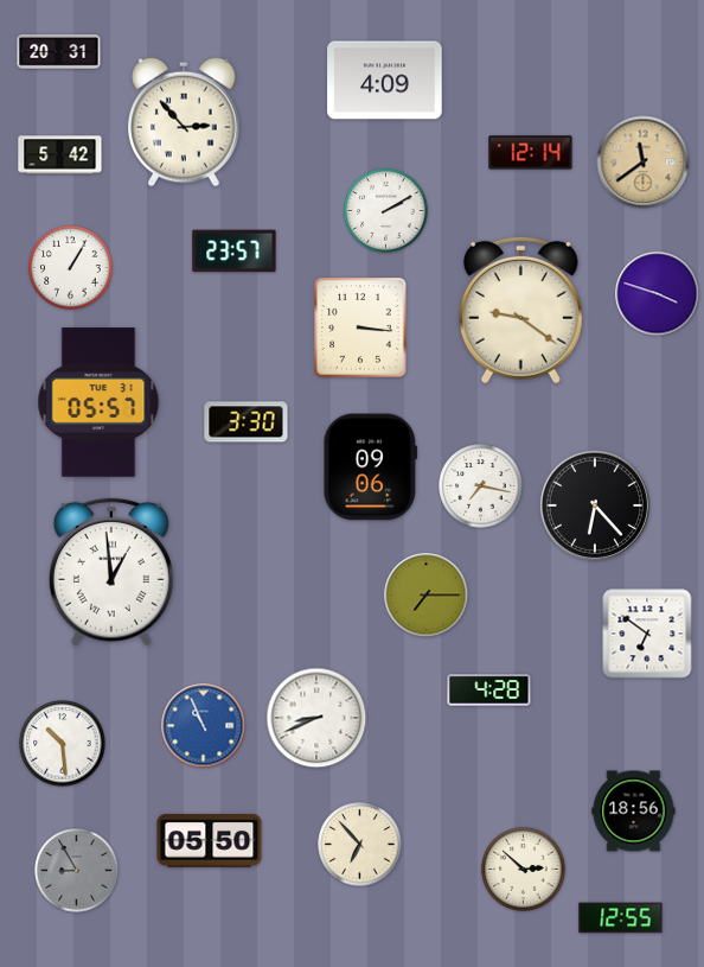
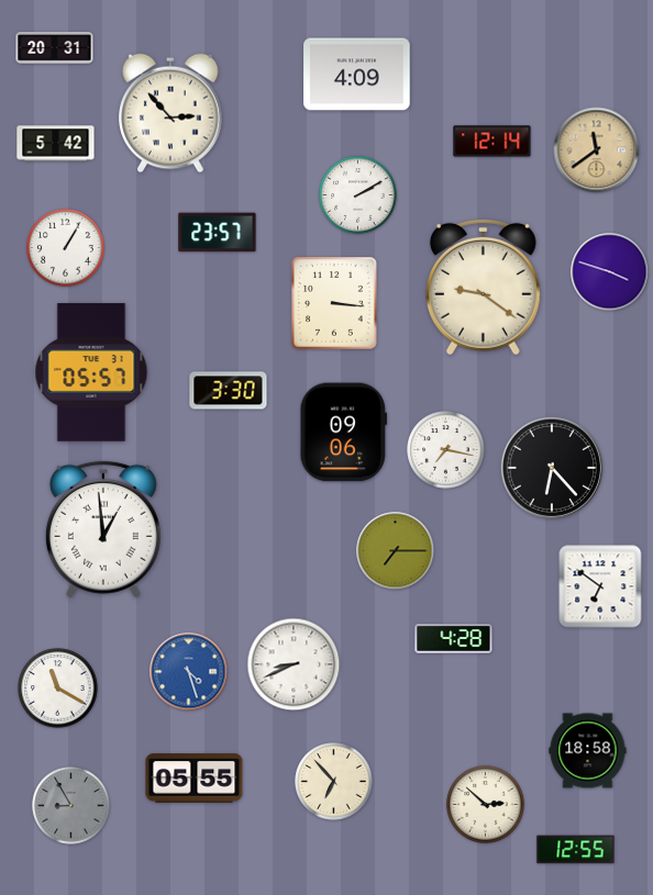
clock at (204, 726): 10:56 -> 4:27
clock at (63, 744): 10:29 -> 11:20
clock at (634, 812): 18:56 -> 18:58
clock at (210, 841): 05:50 -> 05:55
